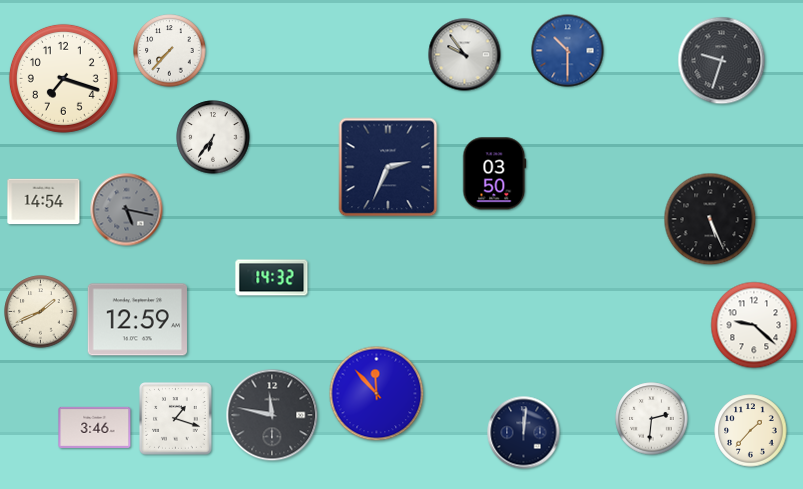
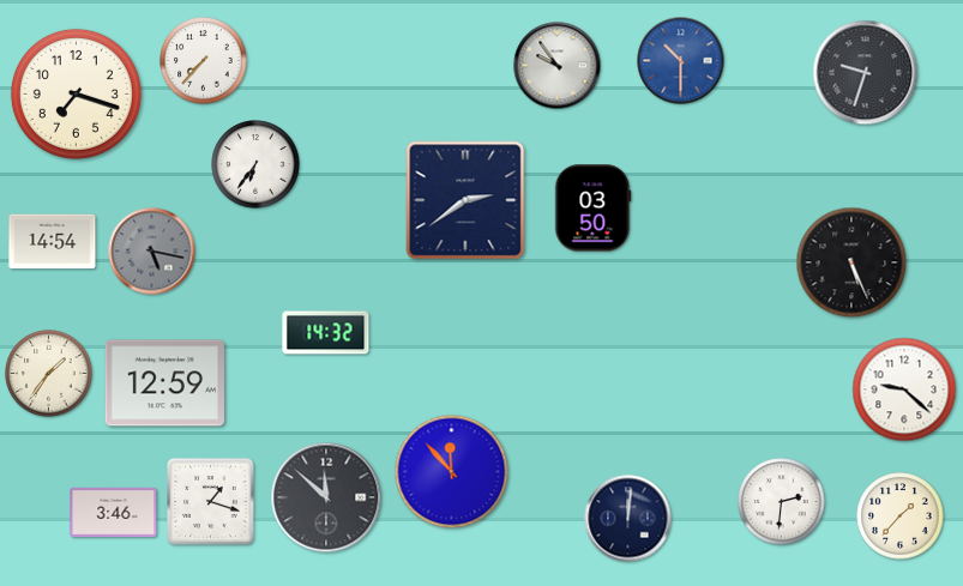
clock at (388, 167): 2:34 -> 2:39
clock at (41, 312): 1:41 -> 1:36
clock at (272, 415): 11:47 -> 11:52
